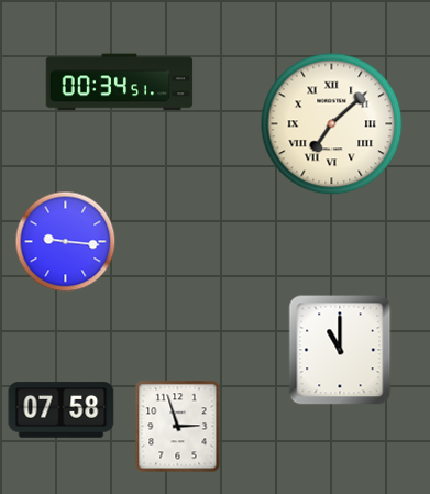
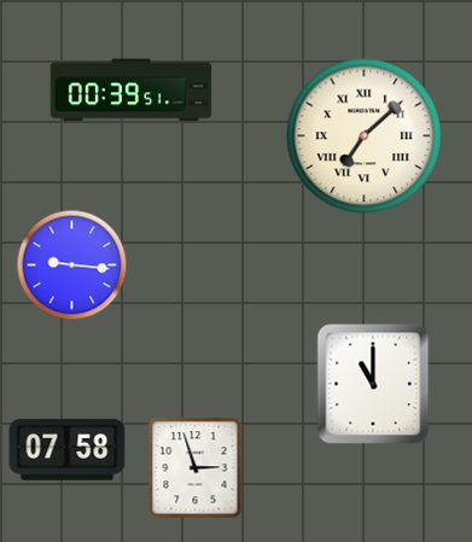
clock at (120, 83): 00:34 -> 00:39
